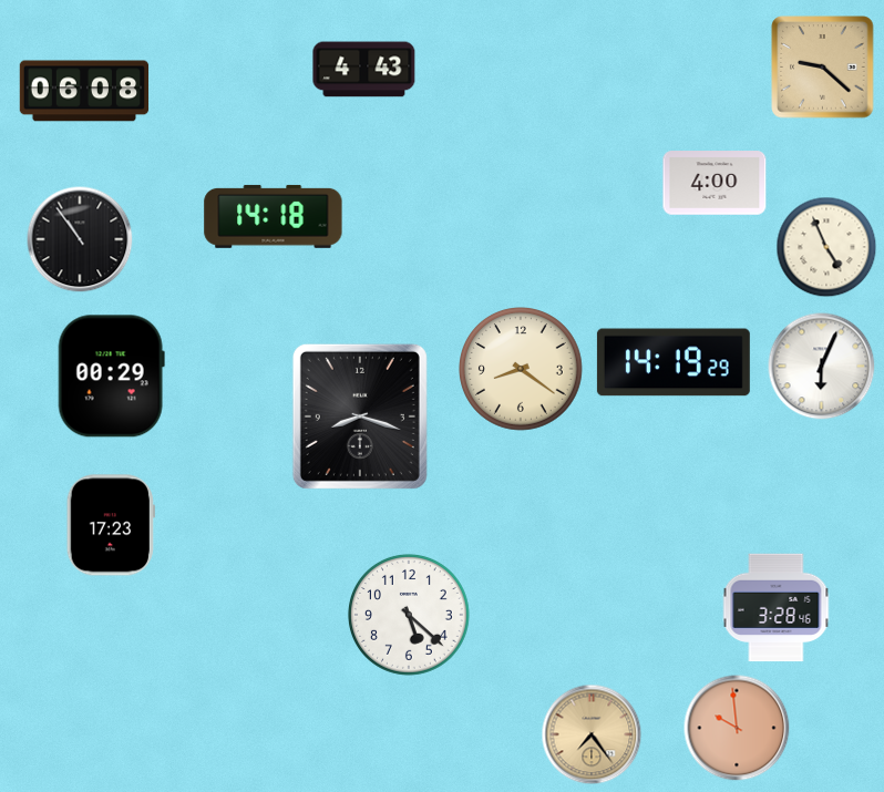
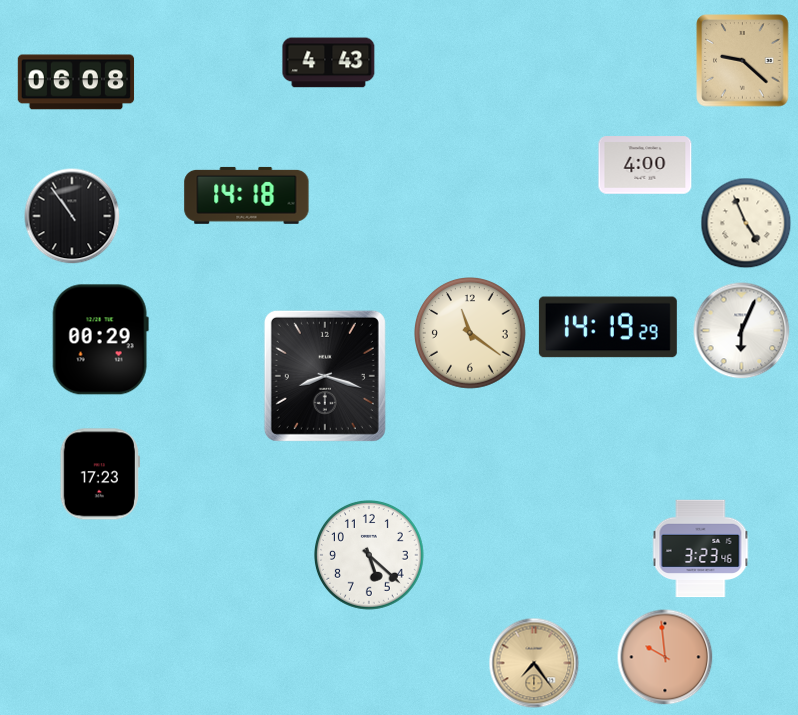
clock at (522, 370): 8:21 -> 11:21
clock at (777, 608): 3:28 -> 3:23
